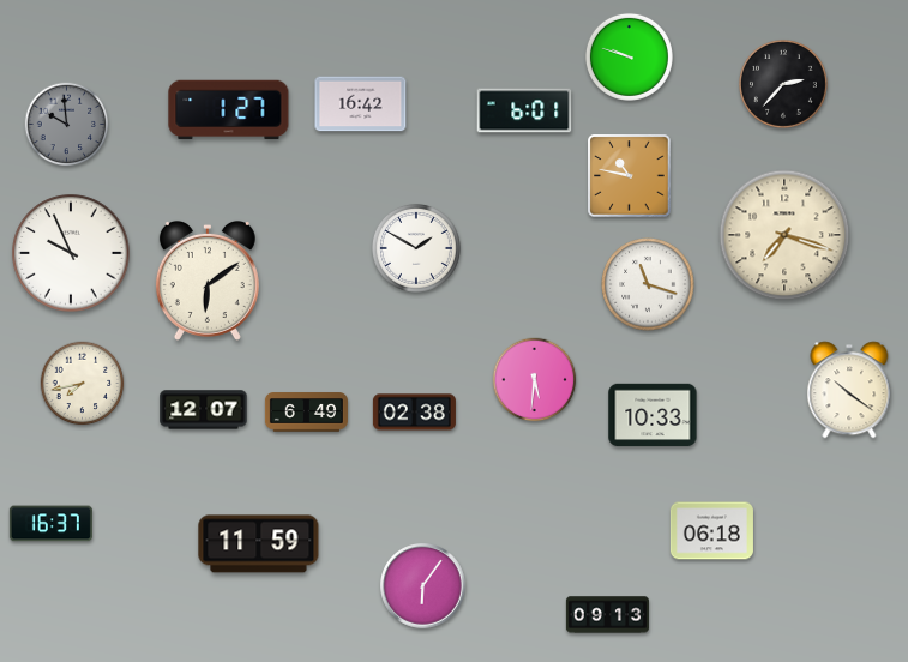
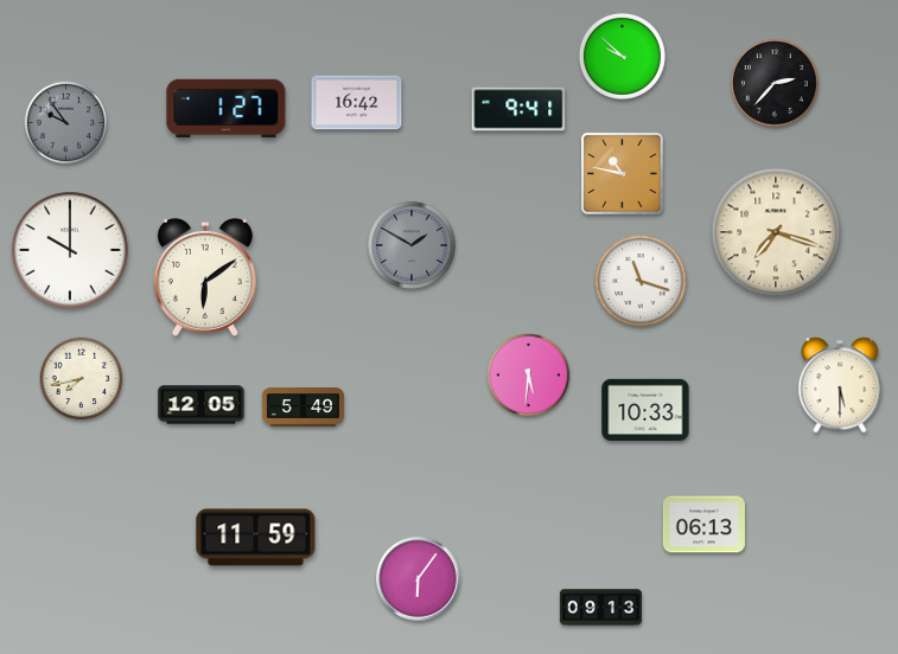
clock at (629, 56): 9:48 -> 9:52
clock at (524, 110): 6:01 -> 9:41
clock at (67, 125): 9:59 -> 9:54
clock at (416, 248) dial: white -> grey
clock at (71, 253): 9:56 -> 10:00
clock at (849, 390): 10:21 -> 5:30
clock at (204, 410): 12:07 -> 12:05
clock at (306, 413): 6:49 -> 5:49
clock at (414, 413): 02:38 -> none
clock at (50, 524): 16:37 -> none
clock at (711, 531): 06:18 -> 06:13
